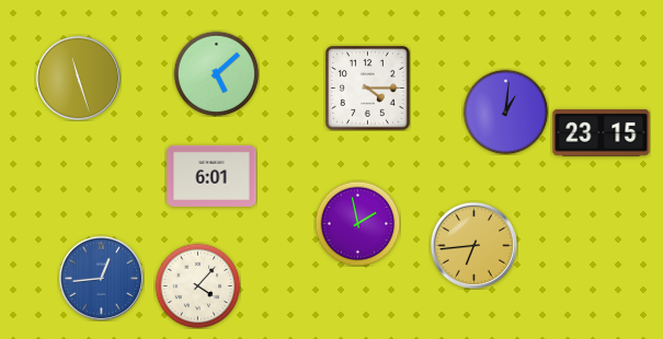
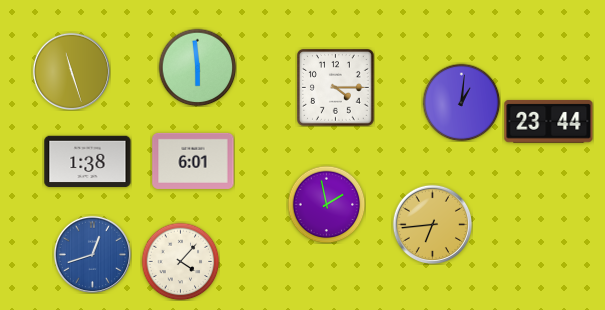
clock at (216, 73): 5:08 -> 5:59
clock at (368, 89) position: (368, 89) -> (336, 88)
clock at (602, 132): 23:15 -> 23:44
clock at (88, 162): none -> 1:38
clock at (101, 278): 12:44 -> 12:42
